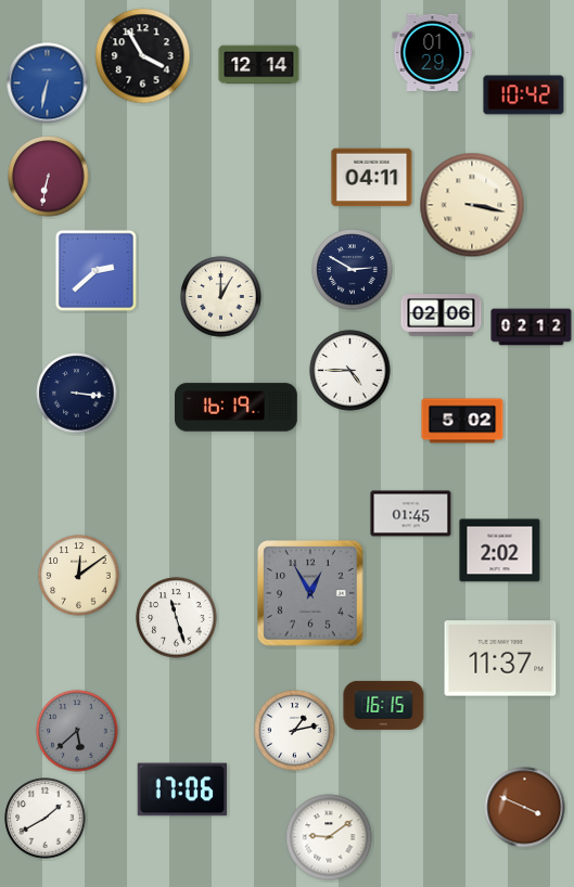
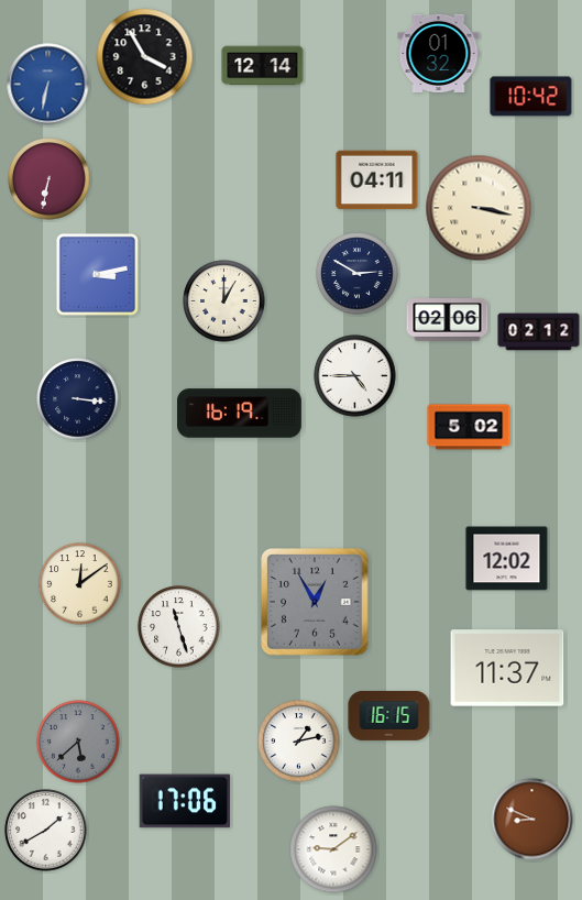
clock at (433, 52): 01:29 -> 01:32
clock at (95, 270): 2:38 -> 3:13
clock at (411, 514): 01:45 -> none
clock at (500, 551): 2:02 -> 12:02
clock at (525, 808): 3:49 -> 8:49
